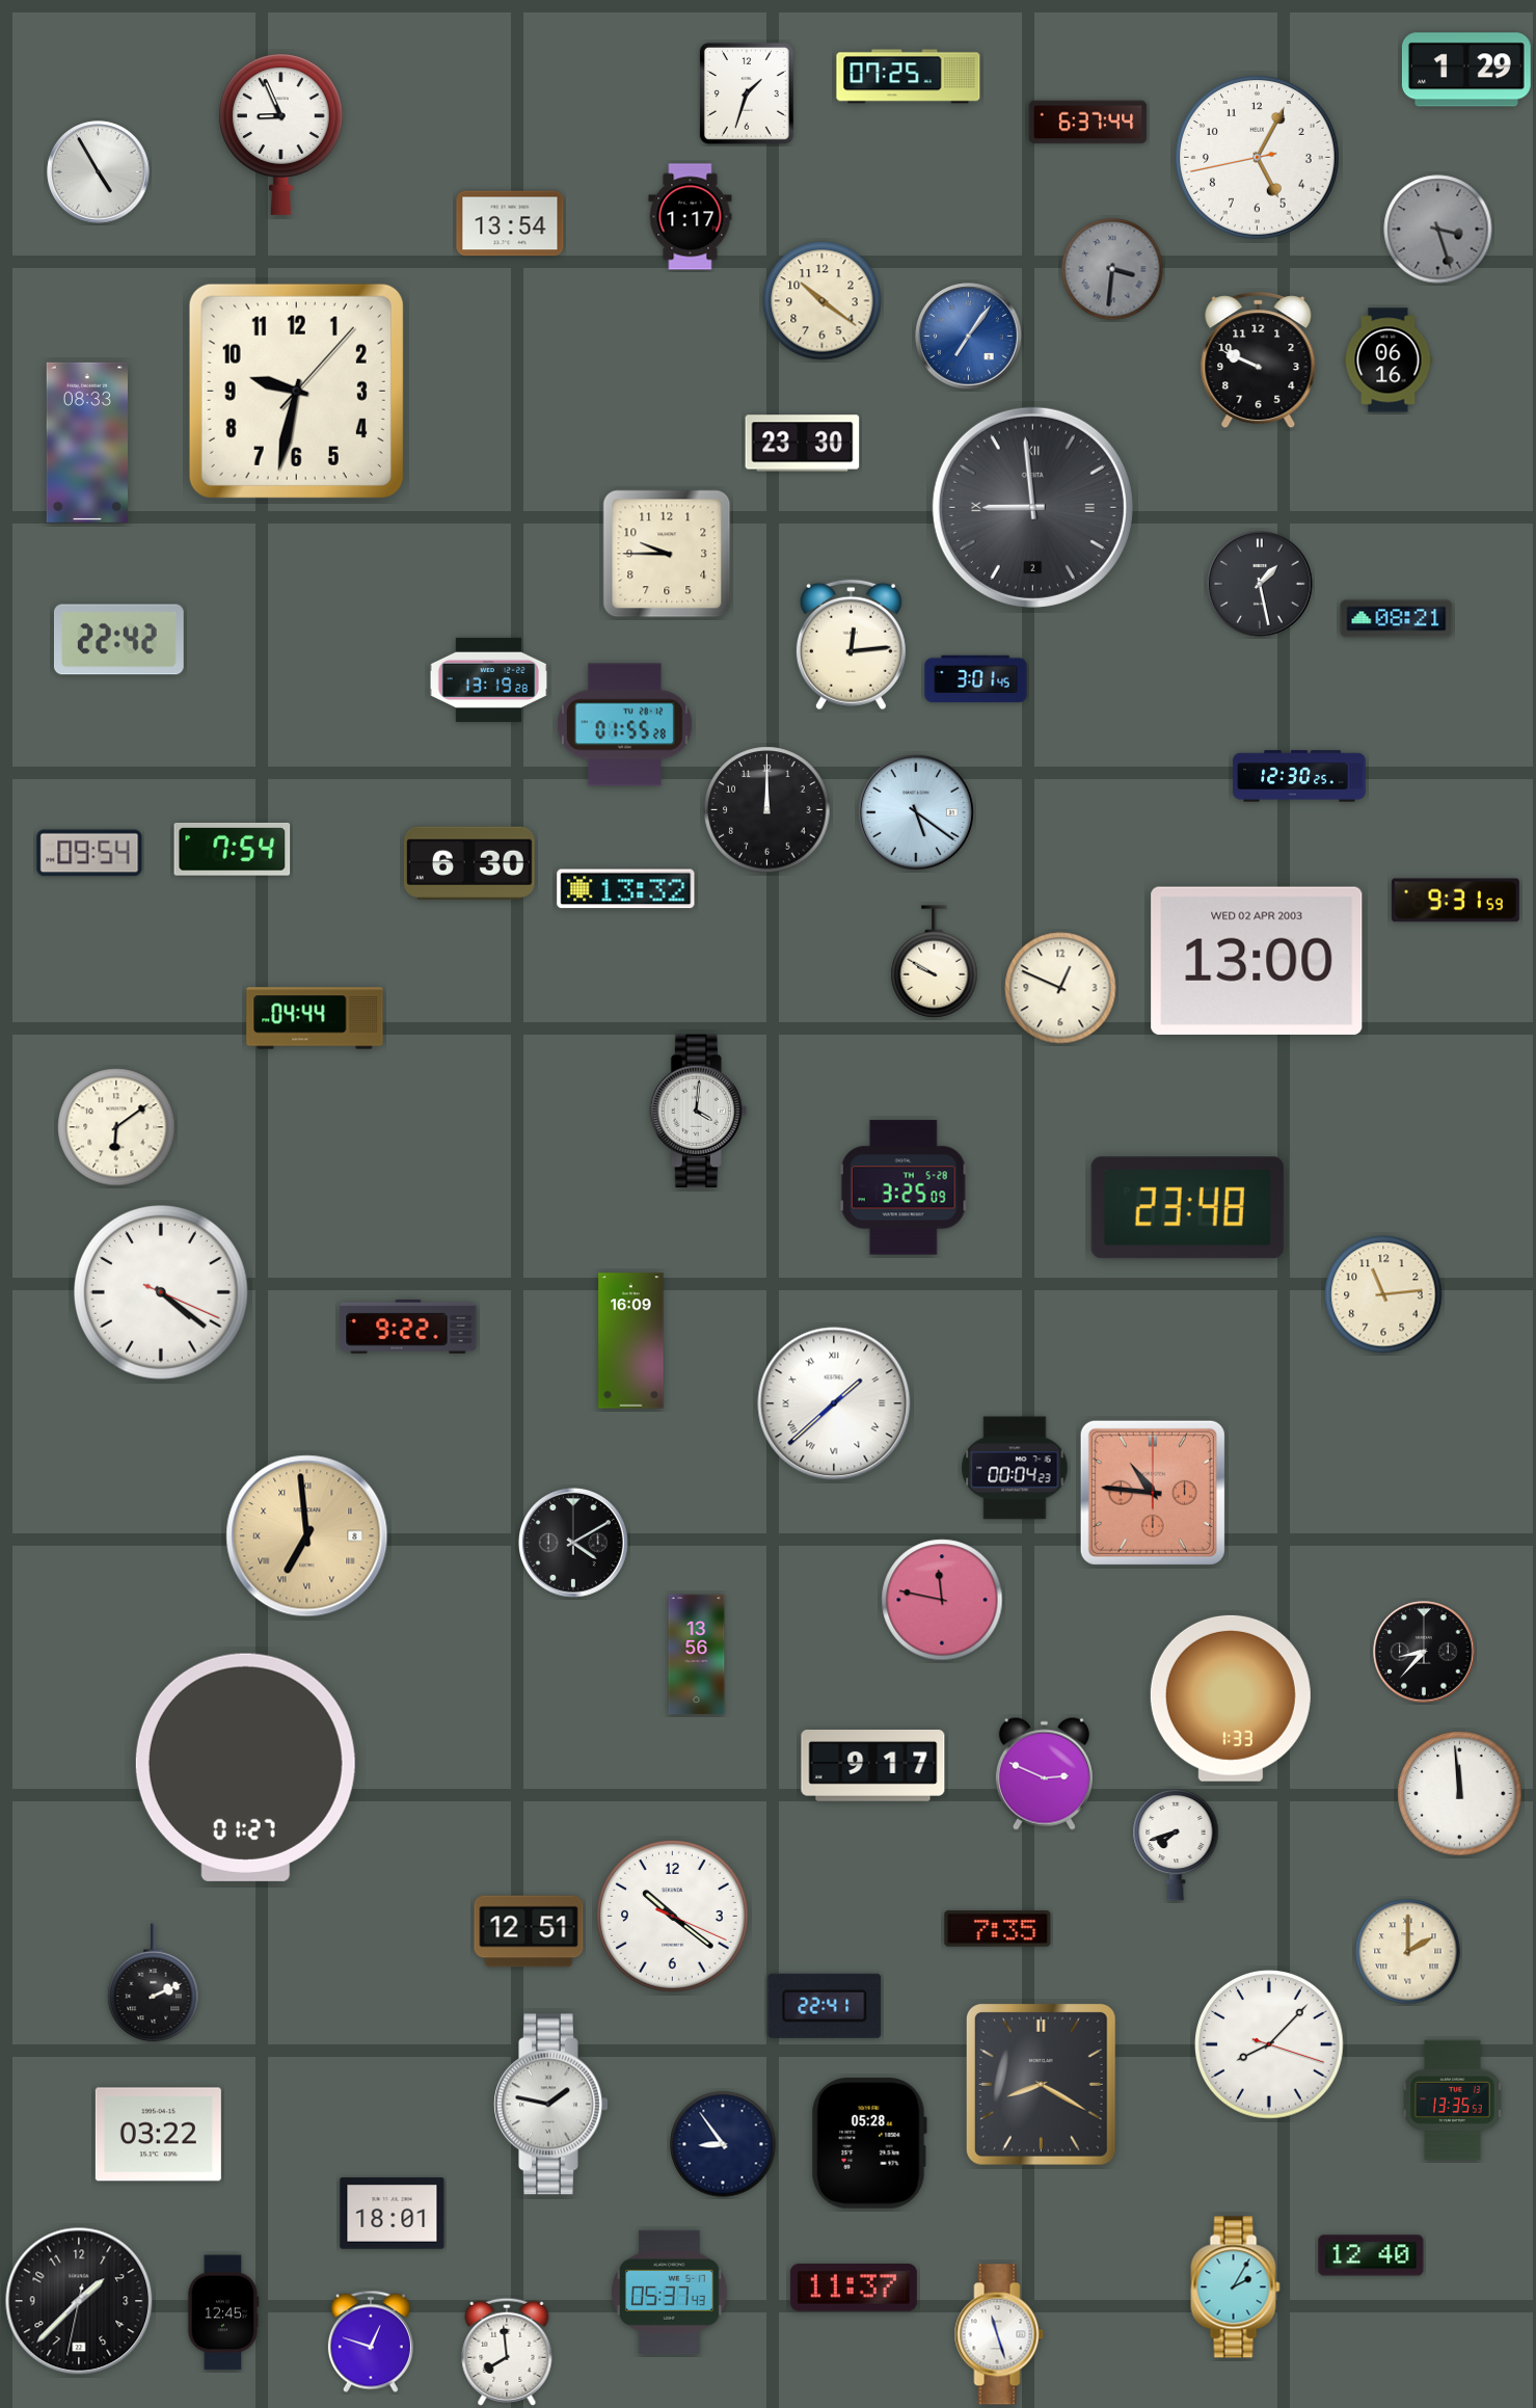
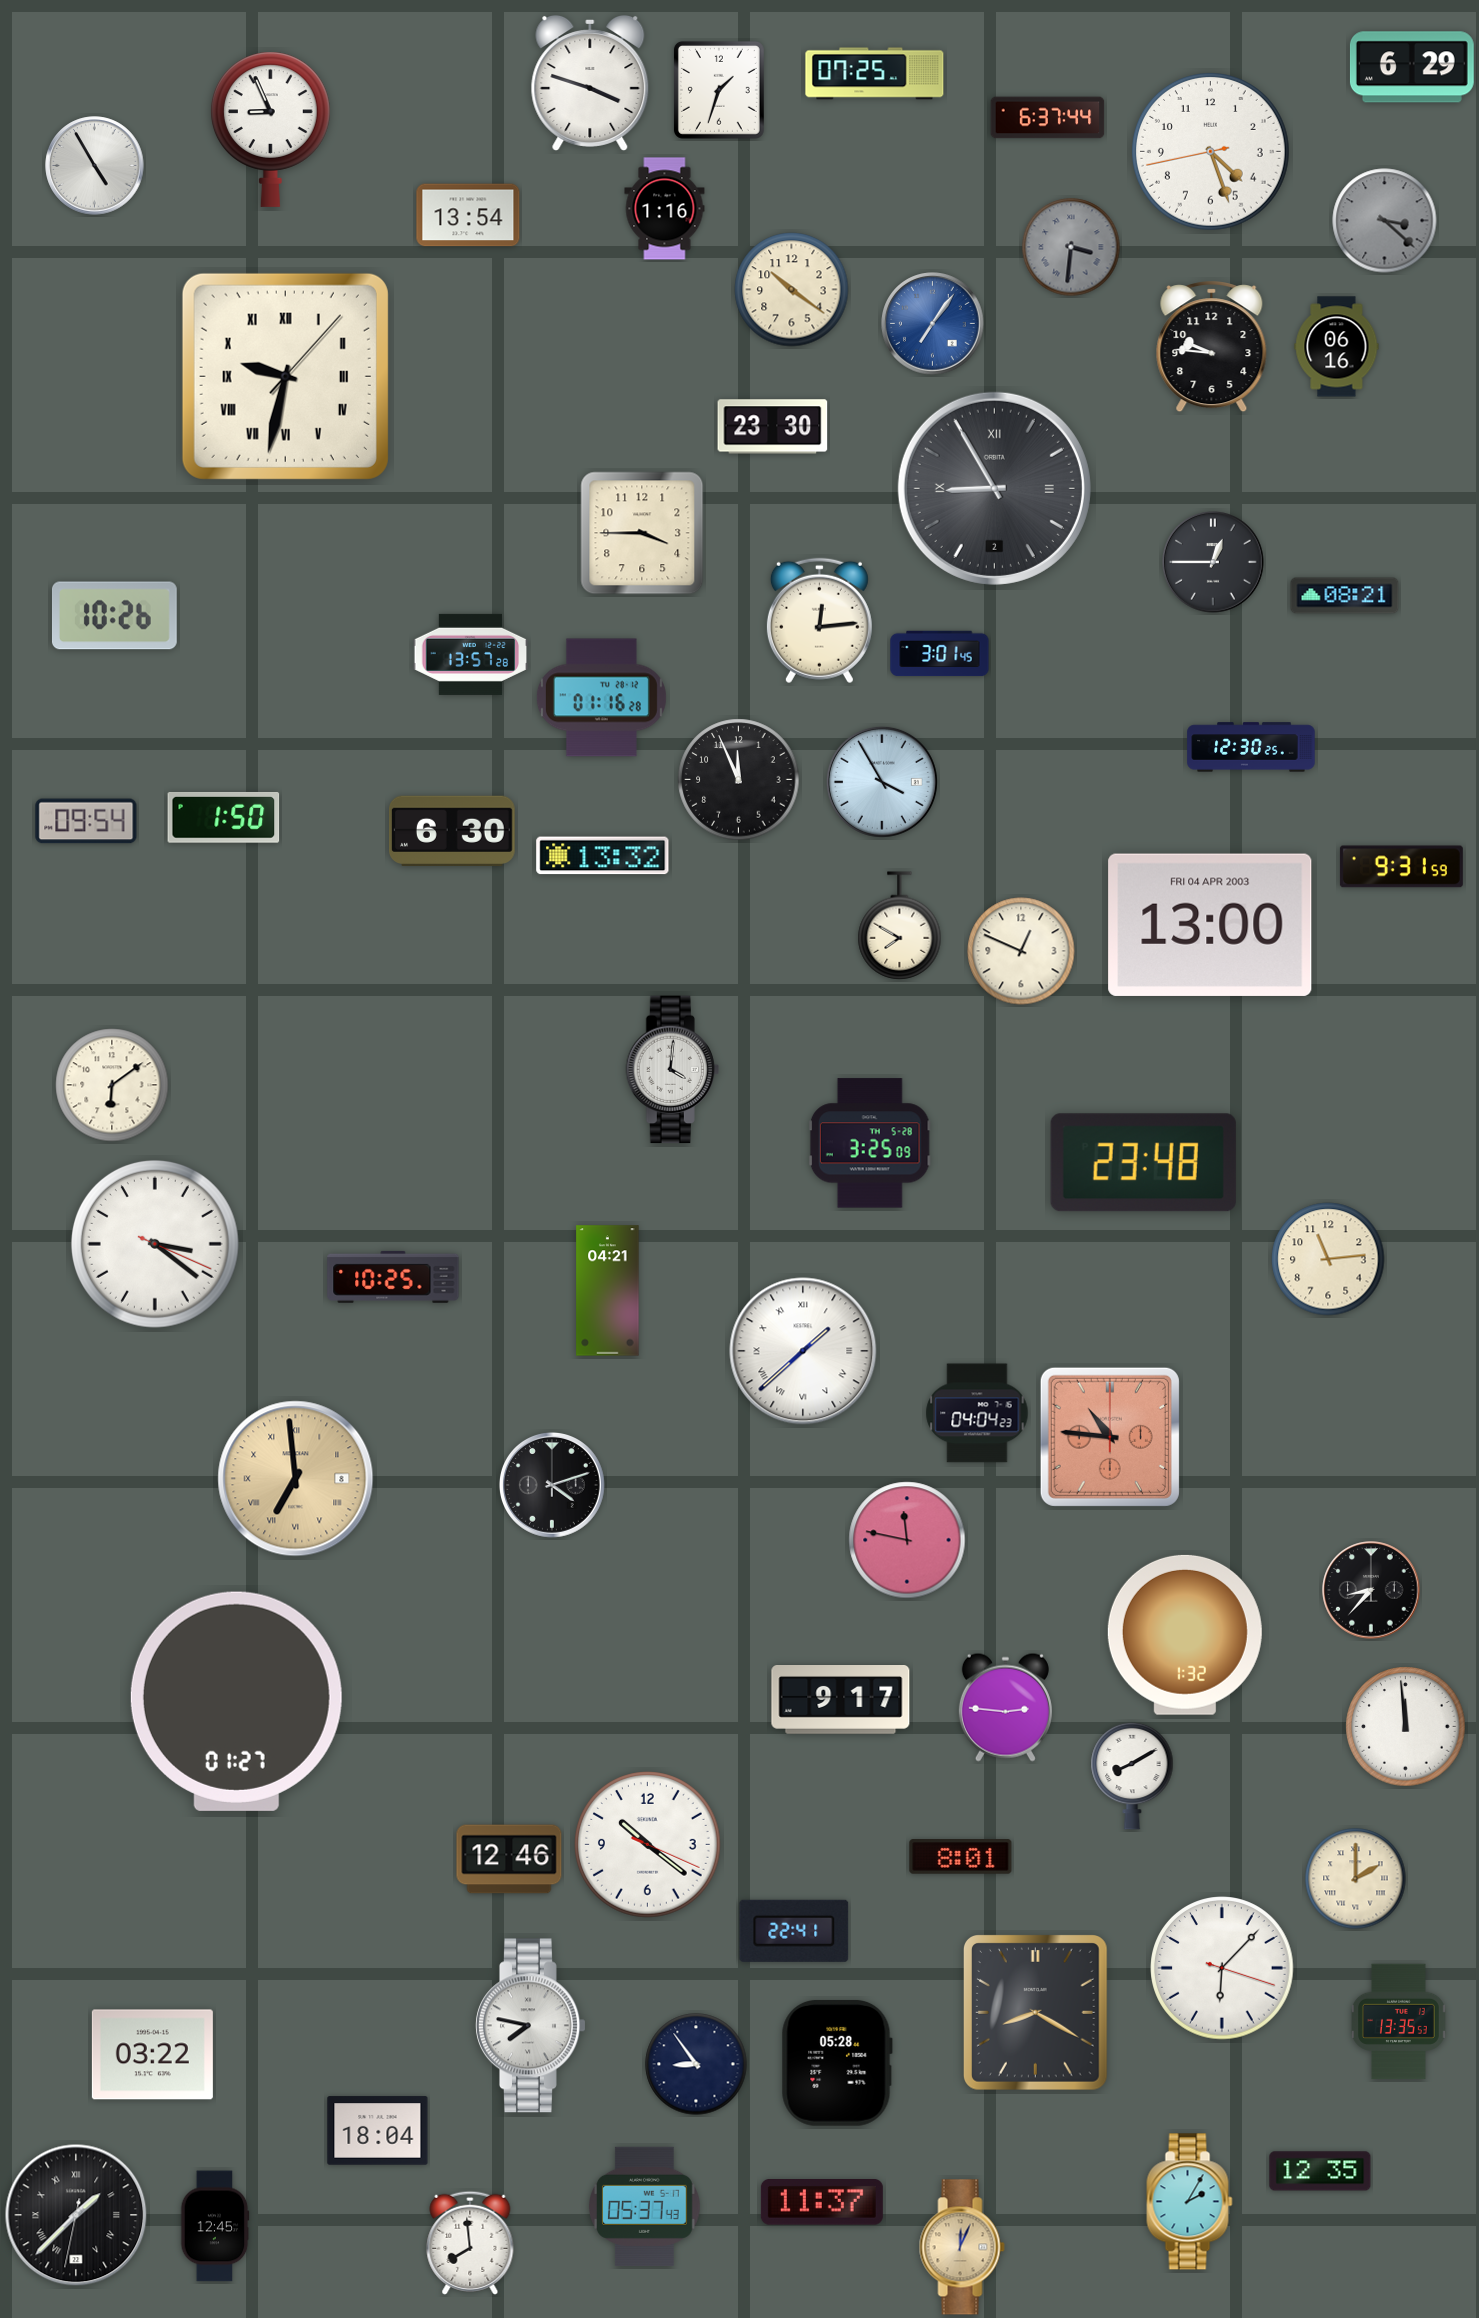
clock at (1466, 70): 1:29 -> 6:29
clock at (590, 83): none -> 3:48
clock at (1258, 158): 5:04 -> 4:26
clock at (691, 217): 1:17 -> 1:16
clock at (510, 223) position: (510, 223) -> (468, 215)
clock at (1438, 230): 3:27 -> 3:22
clock at (1112, 269) position: (1112, 269) -> (1071, 247)
clock at (1259, 360): 9:49 -> 9:46
clock at (296, 391) numerals: Arabic -> Roman
clock at (87, 443): 08:33 -> none
clock at (1032, 507): 8:59 -> 8:55
clock at (667, 554): 9:45 -> 3:45
clock at (1260, 584): 1:28 -> 12:45
clock at (118, 640): 22:42 -> 10:26
clock at (489, 679): 13:19 -> 13:57
clock at (624, 725): 01:55 -> 01:16
clock at (767, 810): 12:00 -> 11:56
clock at (916, 812): 5:21 -> 3:55
clock at (233, 849): 7:54 -> 1:50
clock at (1257, 961) date: WED 02 APR 2003 -> FRI 04 APR 2003
clock at (935, 962): 9:50 -> 7:50
clock at (315, 1018): 04:44 -> none
clock at (161, 1292): 4:21 -> 3:21
clock at (1383, 1294) position: (1383, 1294) -> (1328, 1259)
clock at (408, 1327): 9:22 -> 10:25
clock at (631, 1341): 16:09 -> 04:21
clock at (1015, 1468): 00:04 -> 04:04
clock at (573, 1543): 4:10 -> 4:12
clock at (697, 1655): 13:56 -> none
clock at (1231, 1698): 1:33 -> 1:32
clock at (1044, 1773): 2:49 -> 2:46
clock at (1176, 1845): 7:42 -> 8:10
clock at (998, 1929): 7:35 -> 8:01
clock at (529, 1931): 12:51 -> 12:46
clock at (154, 1983): 2:11 -> none
clock at (1269, 2044): 8:07 -> 6:07
clock at (1042, 2085) position: (1042, 2085) -> (1036, 2013)
clock at (550, 2105): 1:47 -> 7:47
clock at (393, 2214): 18:01 -> 18:04
clock at (1371, 2255): 12:40 -> 12:35
clock at (79, 2301) numerals: Arabic -> Roman
clock at (999, 2334): 11:27 -> 12:04
clock at (999, 2334) dial: white -> champagne
clock at (371, 2342): 12:48 -> none
clock at (507, 2352) position: (507, 2352) -> (470, 2243)
